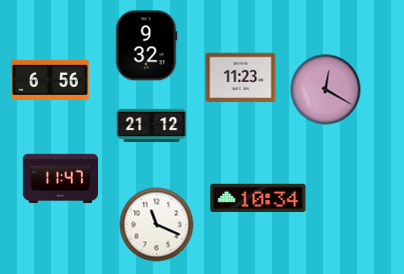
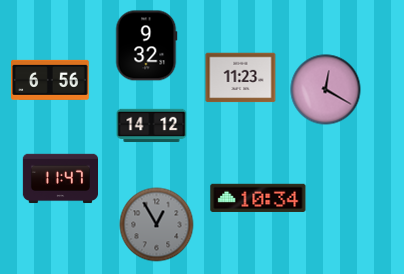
clock at (152, 126): 21:12 -> 14:12
clock at (157, 225): 11:19 -> 12:55
clock at (157, 225) dial: white -> grey
